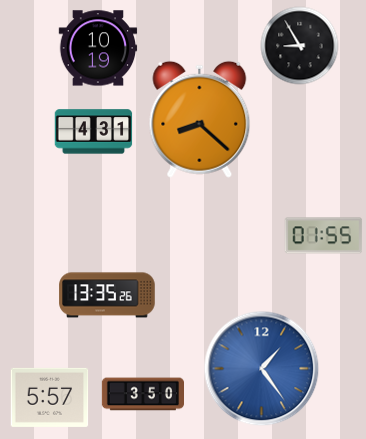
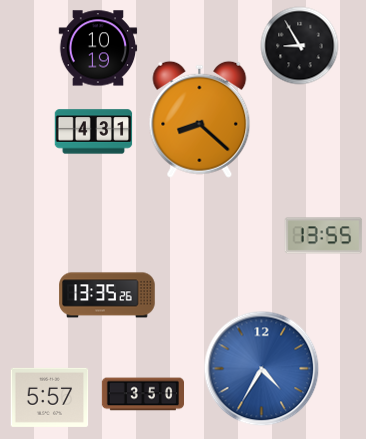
clock at (323, 236): 01:55 -> 13:55
clock at (261, 368): 1:24 -> 4:35
